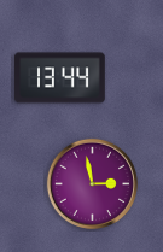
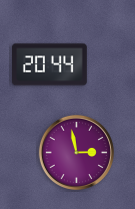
clock at (60, 78): 13:44 -> 20:44
